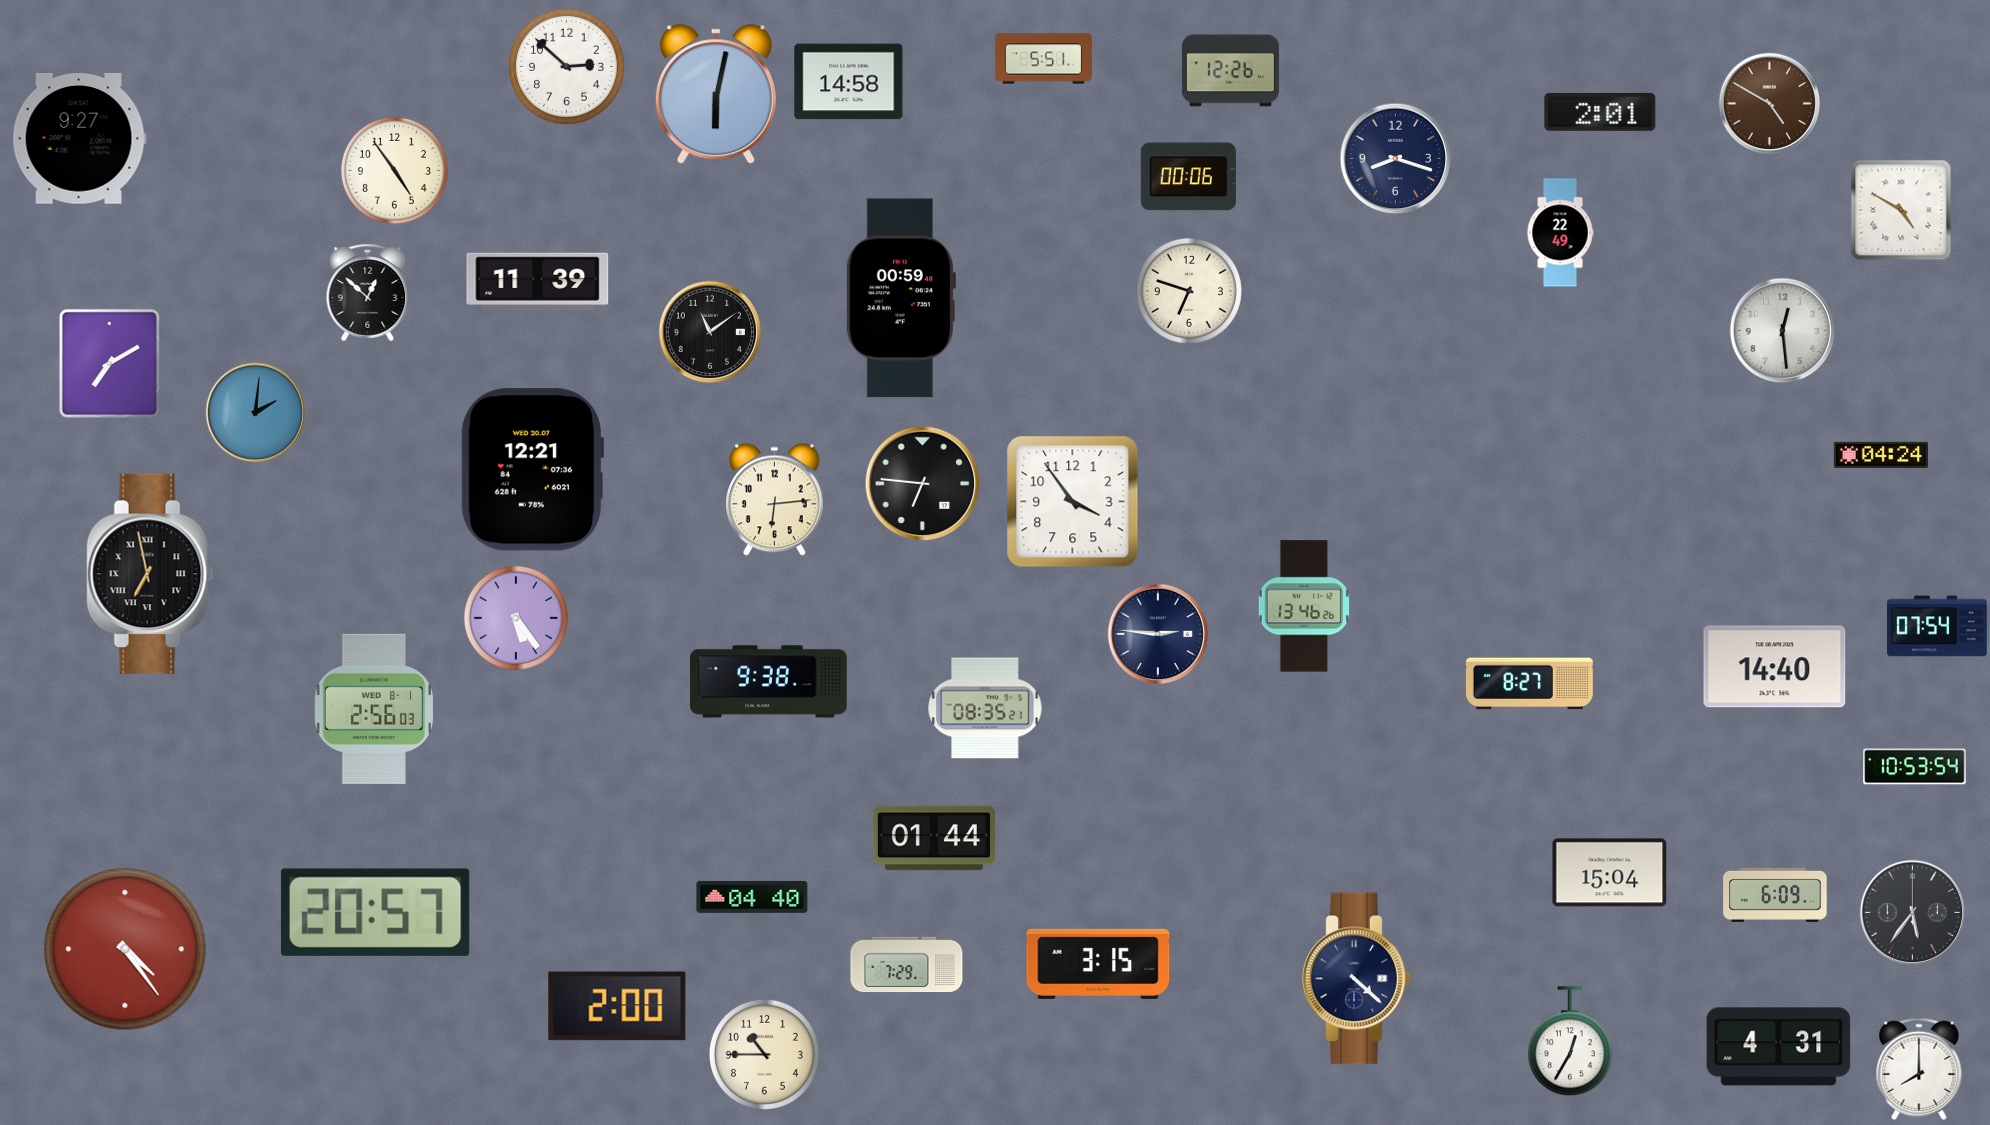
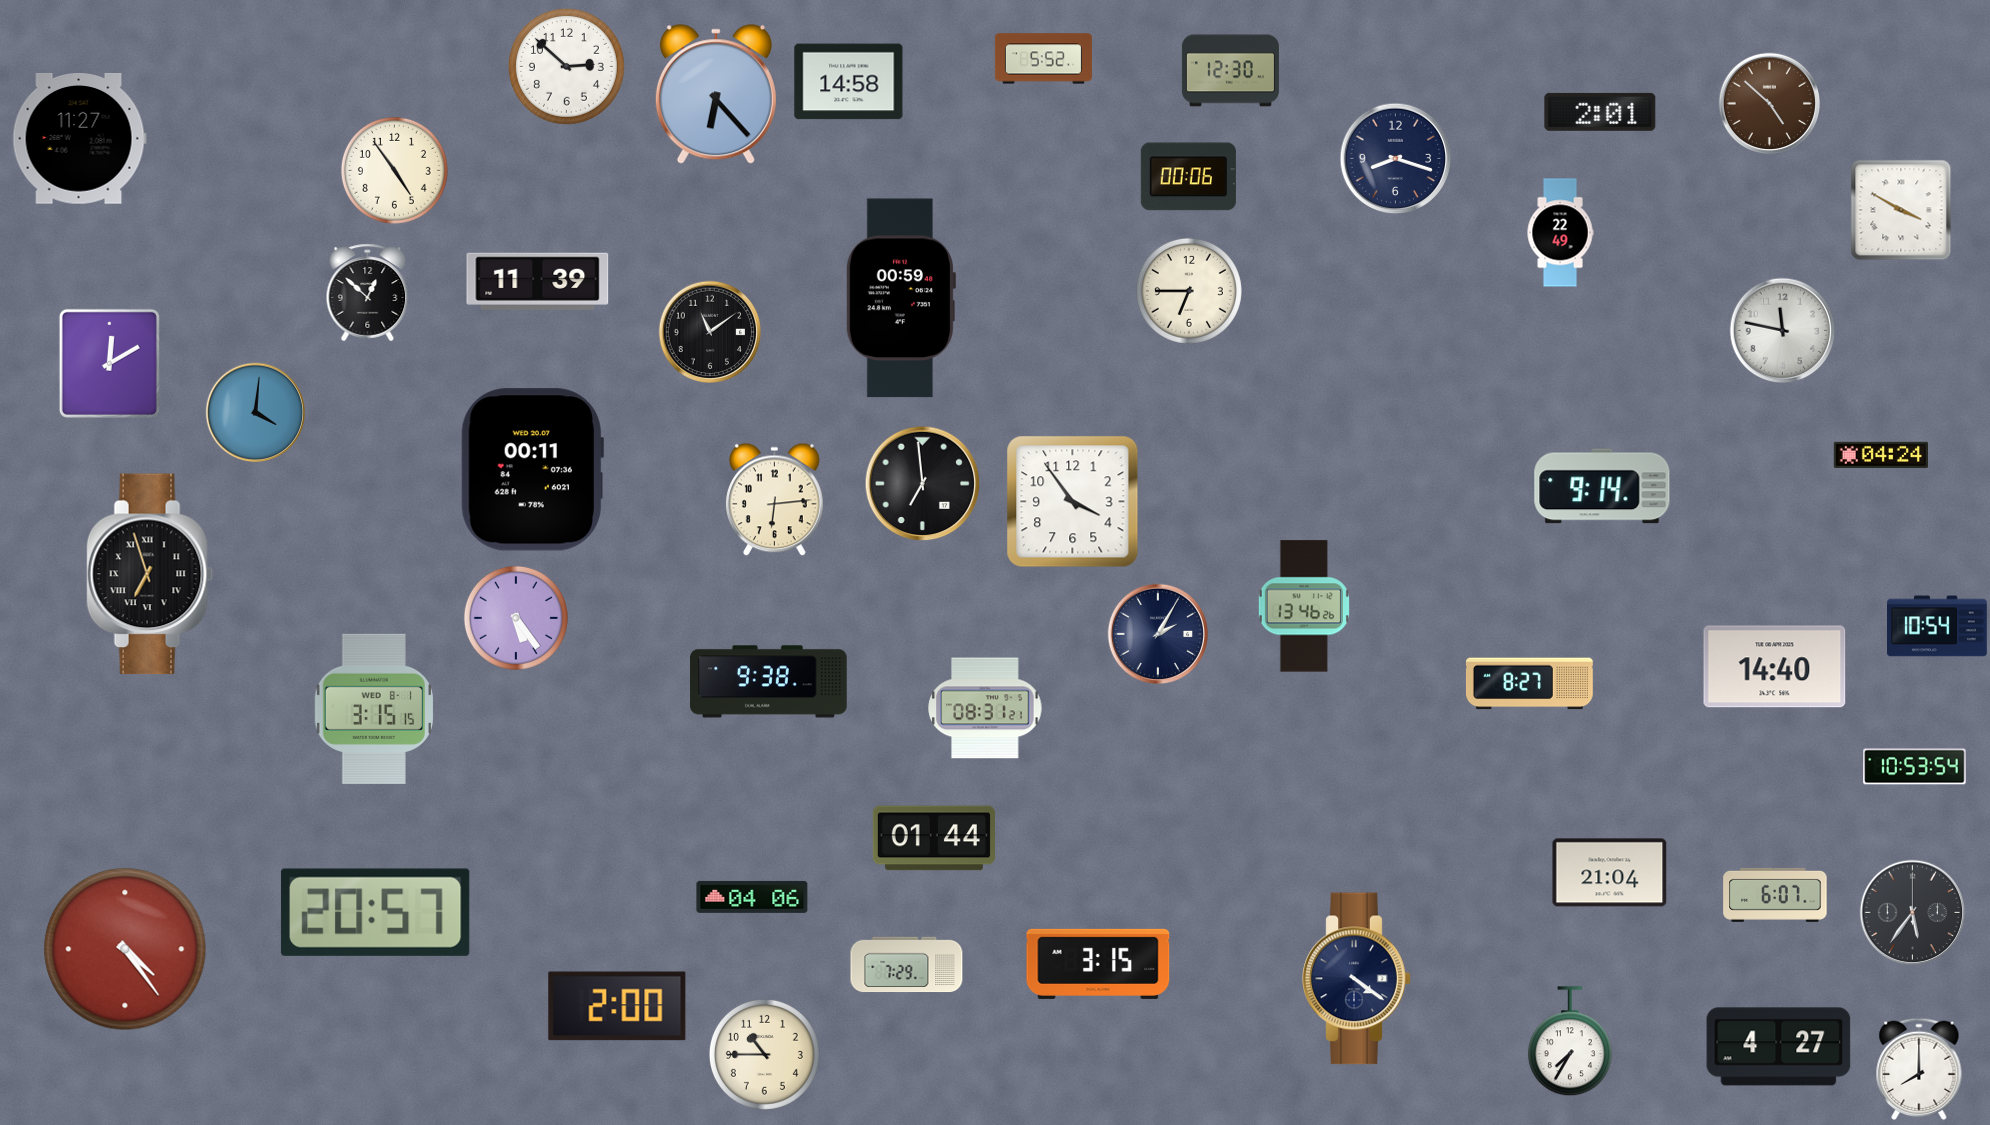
clock at (1043, 59): 5:51 -> 5:52
clock at (1230, 71): 12:26 -> 12:30
clock at (716, 95): 6:02 -> 6:23
clock at (1769, 103): 4:50 -> 4:52
clock at (79, 139): 9:27 -> 11:27
clock at (1901, 210): 4:50 -> 3:50
clock at (1189, 291): 6:48 -> 6:45
clock at (1783, 331): 12:29 -> 11:47
clock at (109, 363): 7:10 -> 12:10
clock at (255, 412): 2:01 -> 4:01
clock at (532, 470): 12:21 -> 00:11
clock at (923, 484): 6:46 -> 6:59
clock at (1602, 486): none -> 9:14
clock at (150, 574): 6:58 -> 6:57
clock at (1938, 626): 07:54 -> 10:54
clock at (1157, 633): 2:46 -> 2:05
clock at (985, 708): 08:35 -> 08:31
clock at (373, 709): 2:56 -> 3:15
clock at (1610, 873): 15:04 -> 21:04
clock at (1775, 895): 6:09 -> 6:07
clock at (752, 897): 04:40 -> 04:06
clock at (1357, 979): 4:22 -> 4:21
clock at (1570, 1042): 12:35 -> 7:35
clock at (1779, 1047): 4:31 -> 4:27
